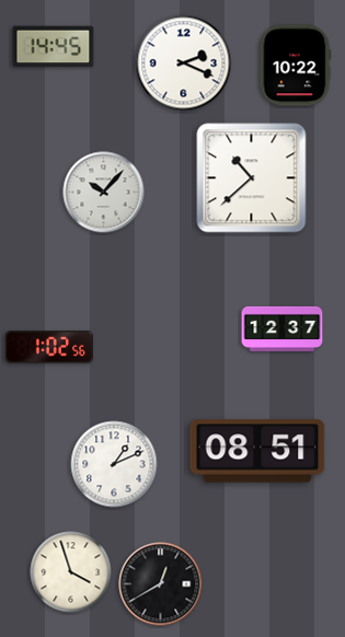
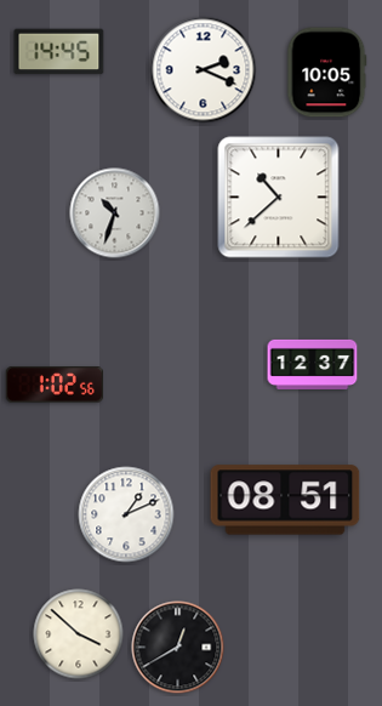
clock at (296, 66): 10:22 -> 10:05
clock at (104, 193): 10:07 -> 10:33
clock at (71, 572): 3:57 -> 3:52
